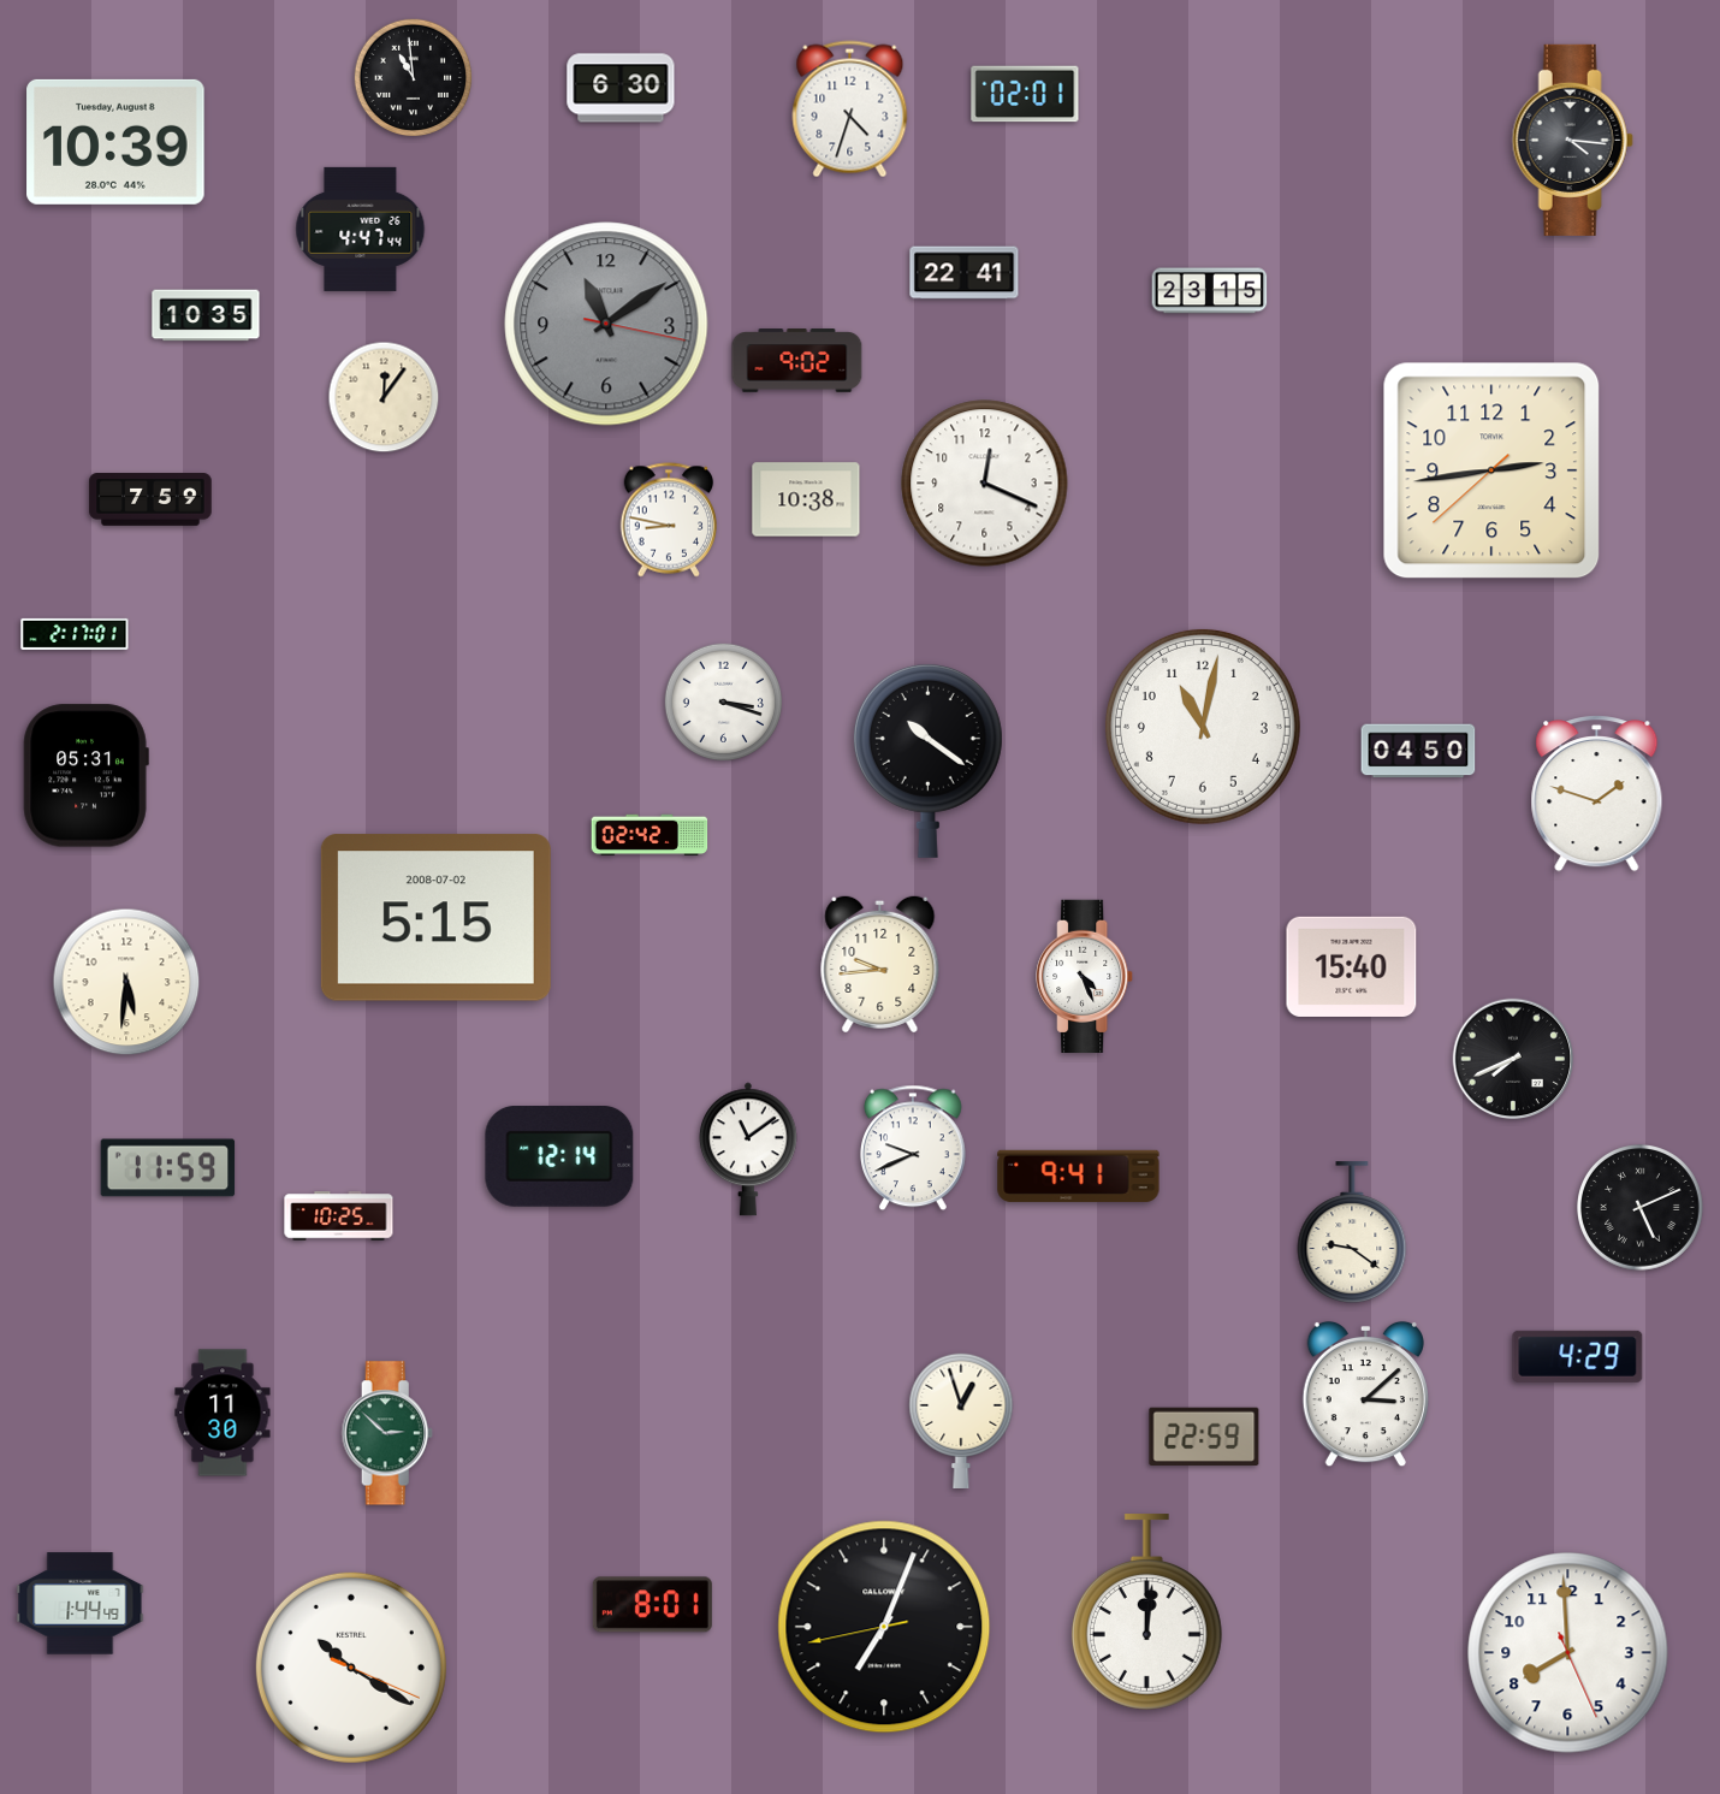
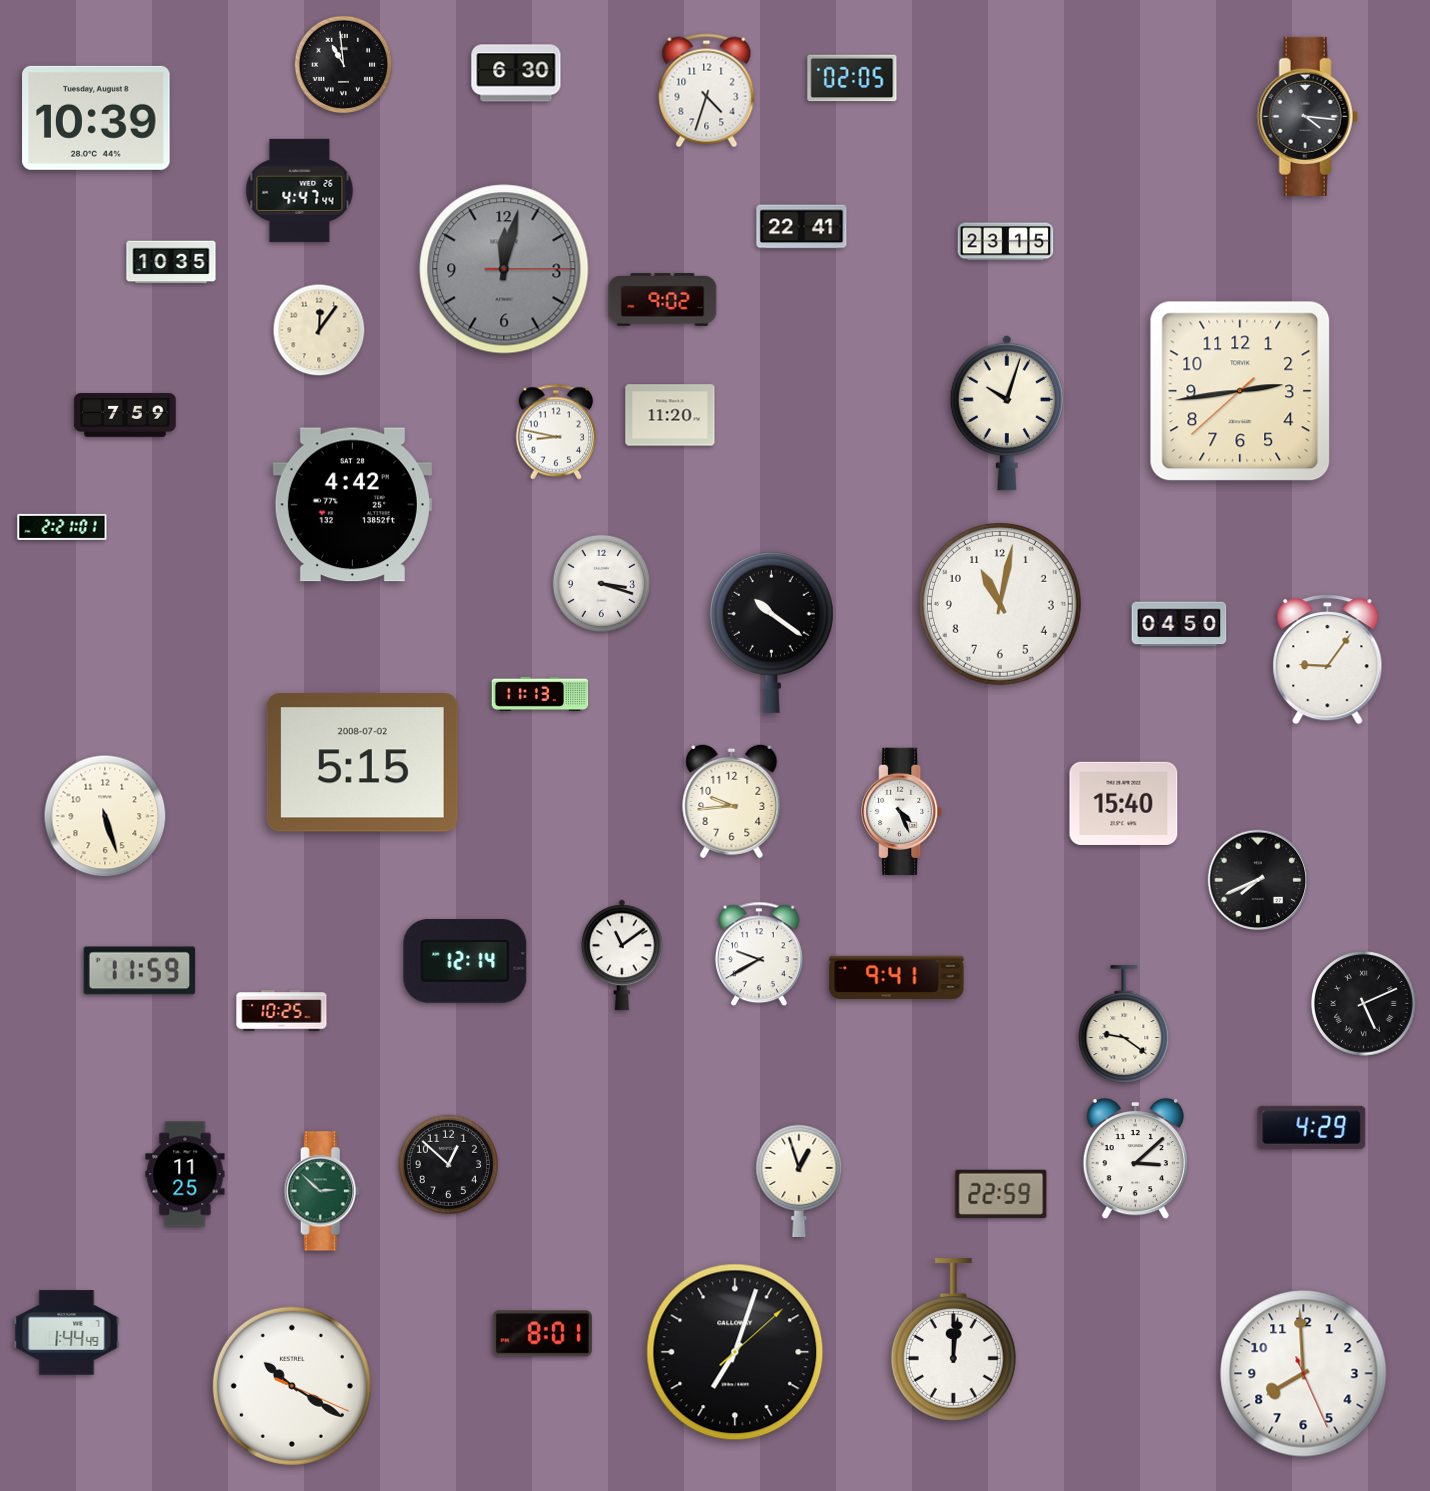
clock at (1025, 94): 02:01 -> 02:05
clock at (606, 324): 11:09 -> 12:02
clock at (985, 484): 12:19 -> none
clock at (1007, 413): none -> 10:03
clock at (806, 499): 10:38 -> 11:20
clock at (352, 505): none -> 4:42
clock at (75, 634): 2:17 -> 2:21
clock at (85, 776): 05:31 -> none
clock at (1597, 794): 1:48 -> 9:06
clock at (650, 834): 02:42 -> 11:13
clock at (126, 982): 5:31 -> 5:27
clock at (913, 1148): 9:41 -> 9:40
clock at (448, 1164): none -> 12:52
clock at (223, 1413): 11:30 -> 11:25
clock at (884, 1627): 7:03:43 -> 7:03:08
